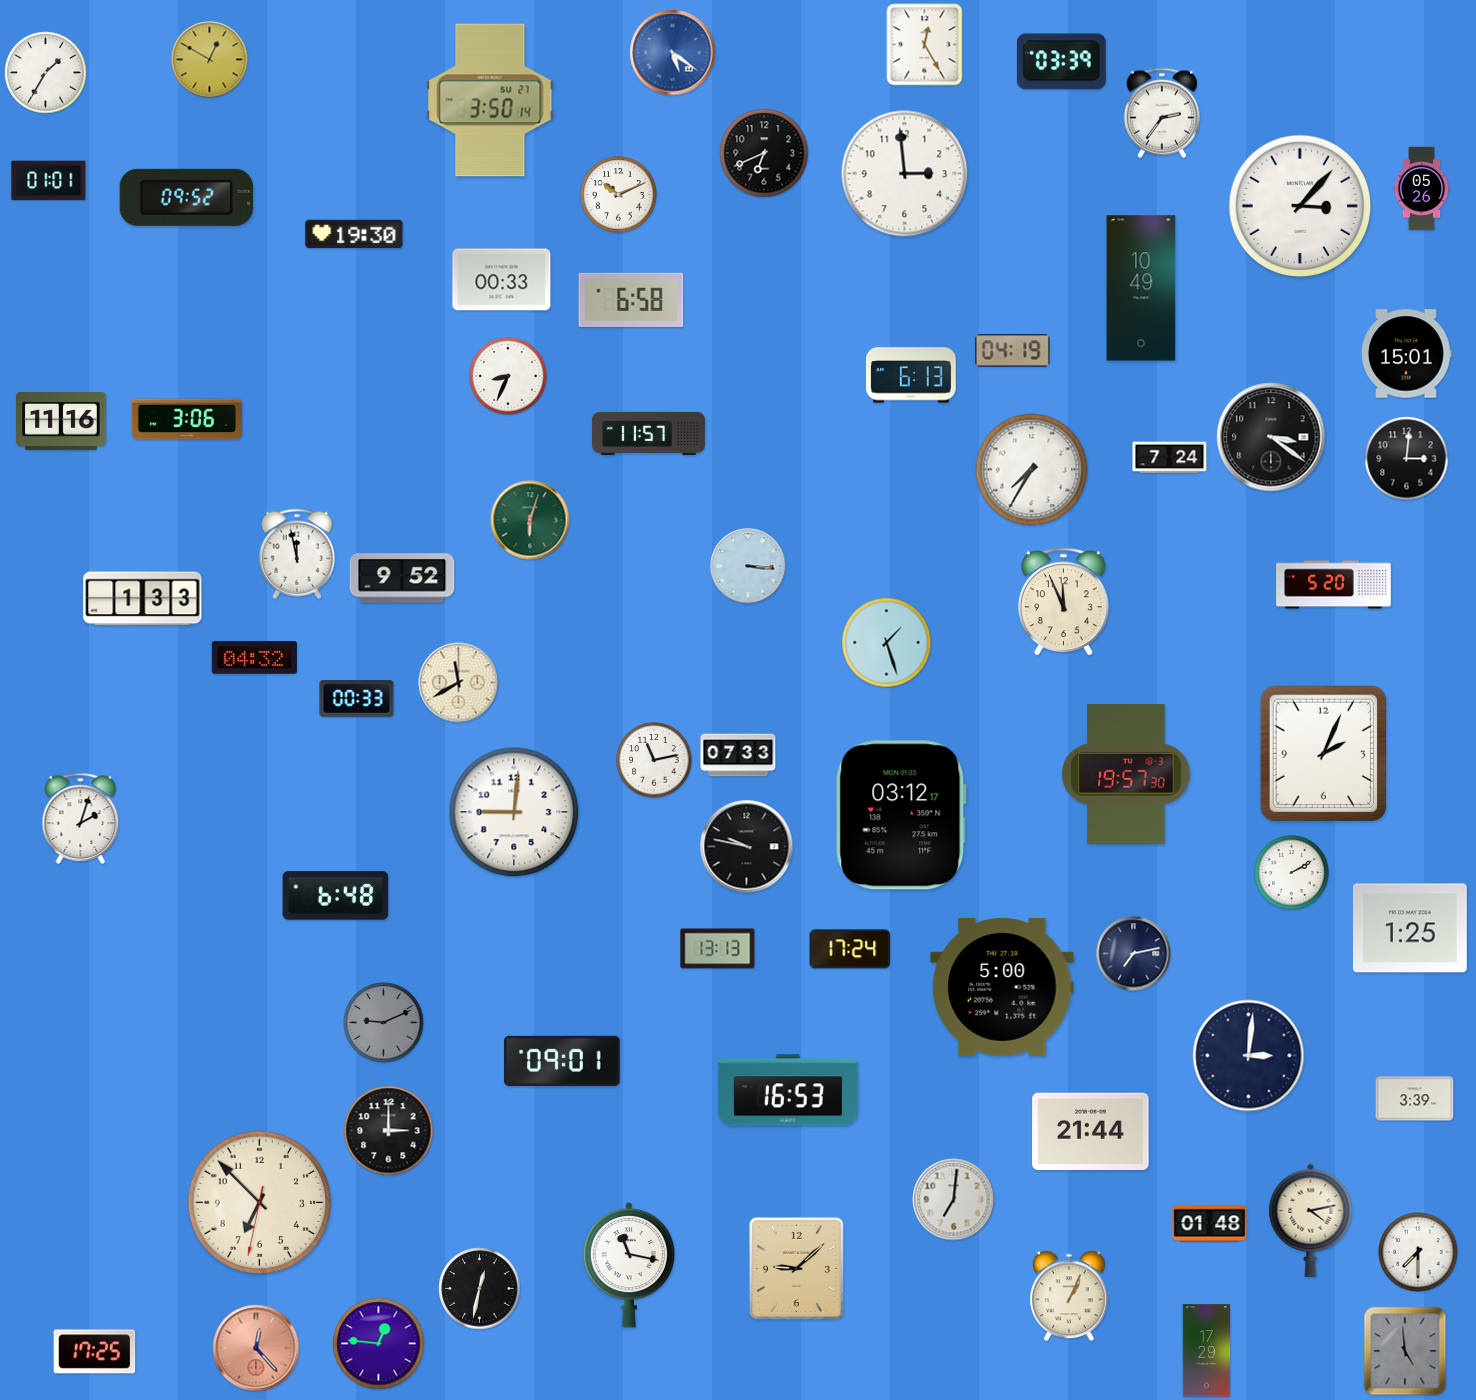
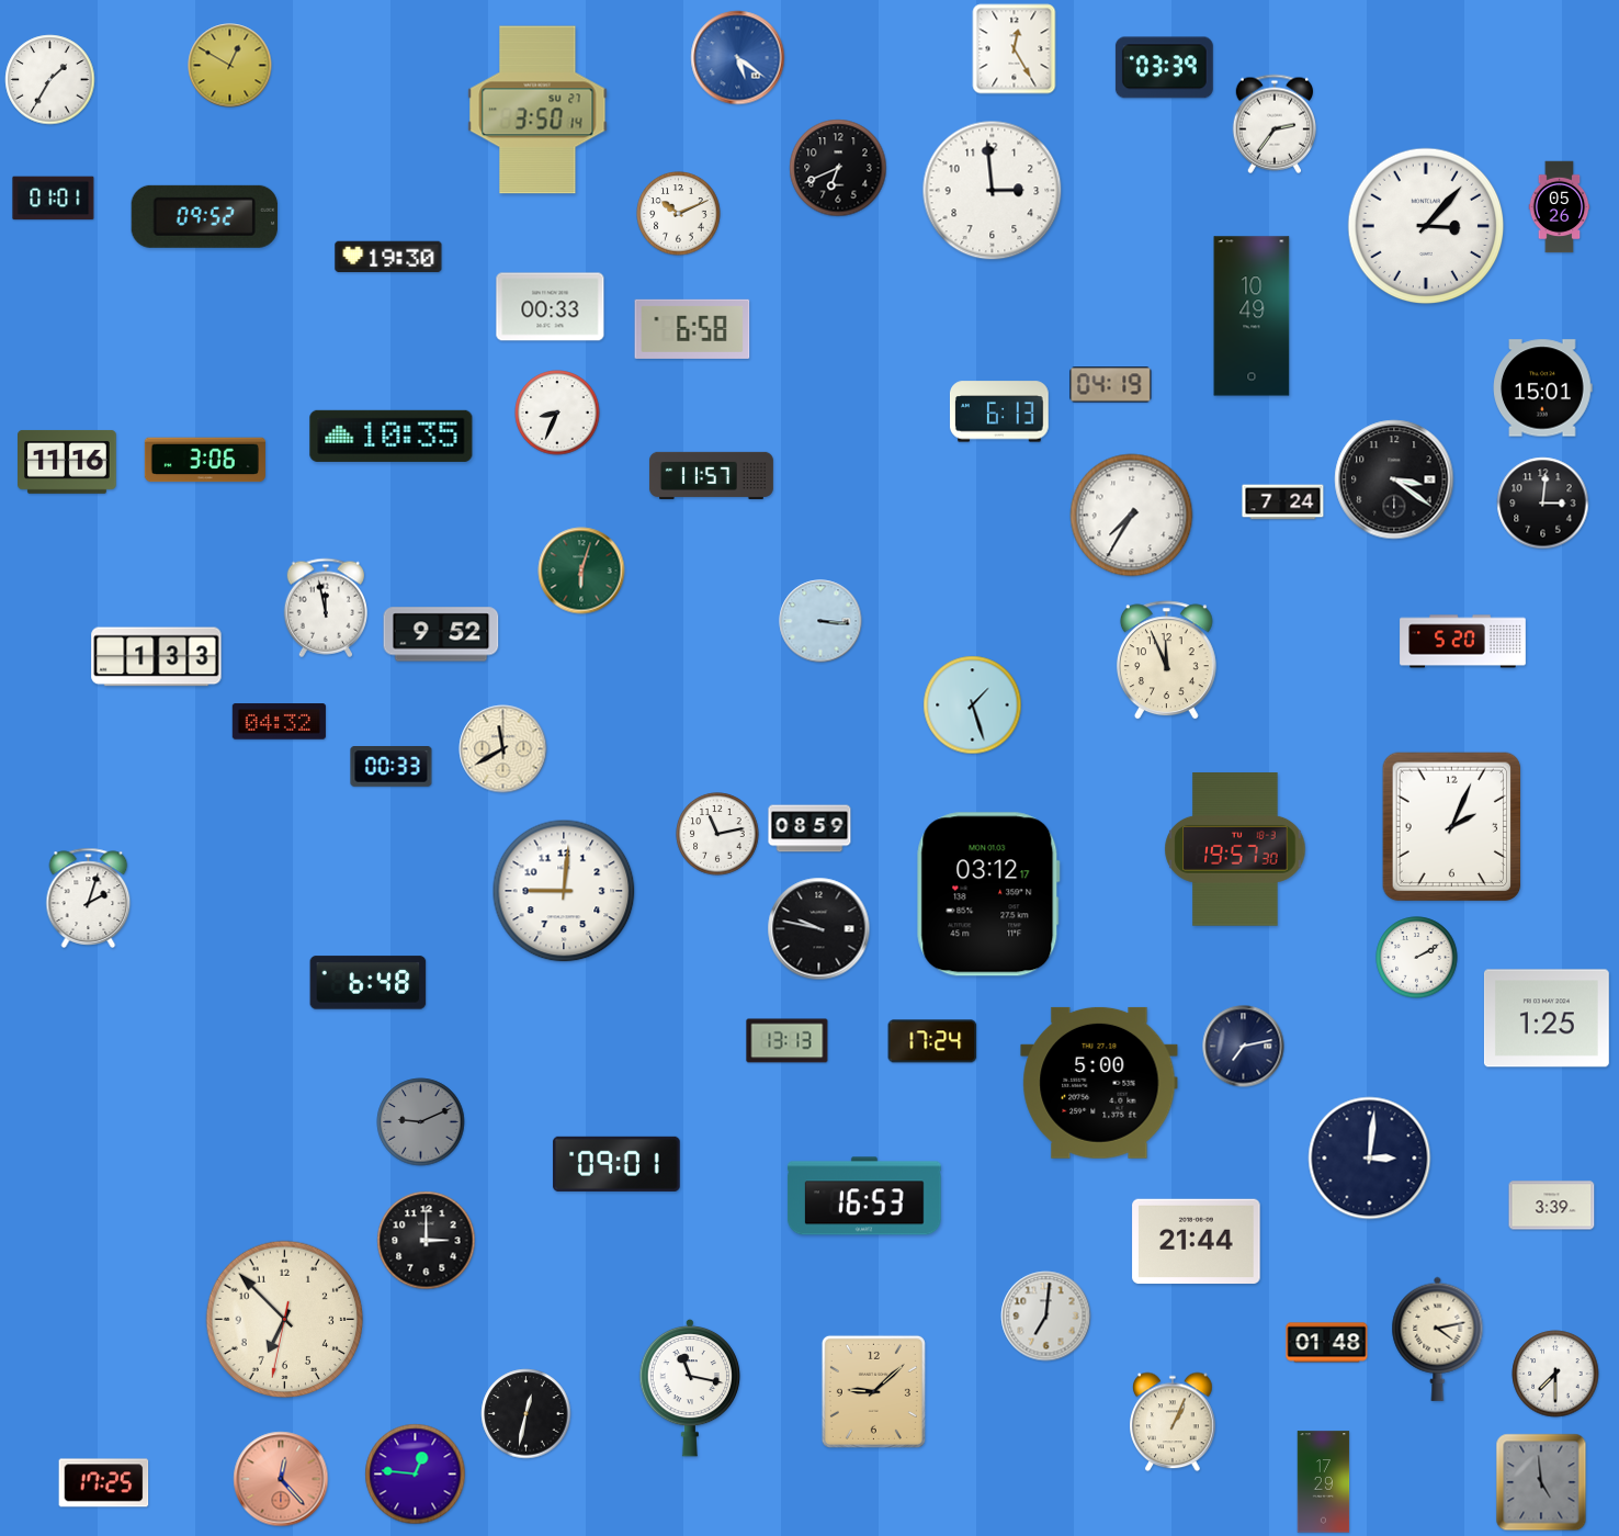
clock at (392, 436): none -> 10:35
clock at (738, 755): 07:33 -> 08:59
